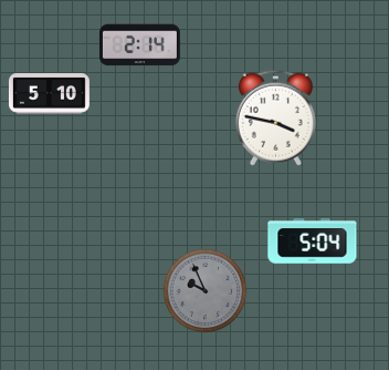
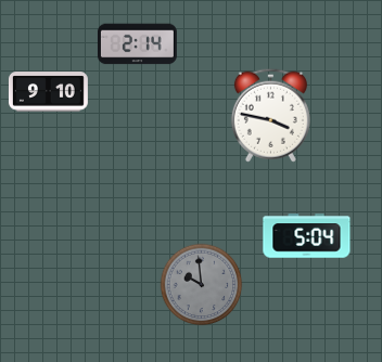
clock at (49, 94): 5:10 -> 9:10
clock at (206, 291): 9:56 -> 9:59
